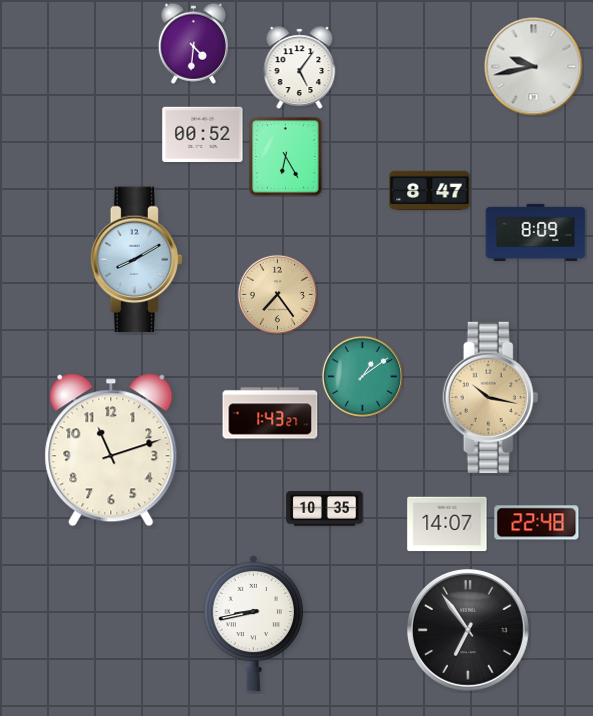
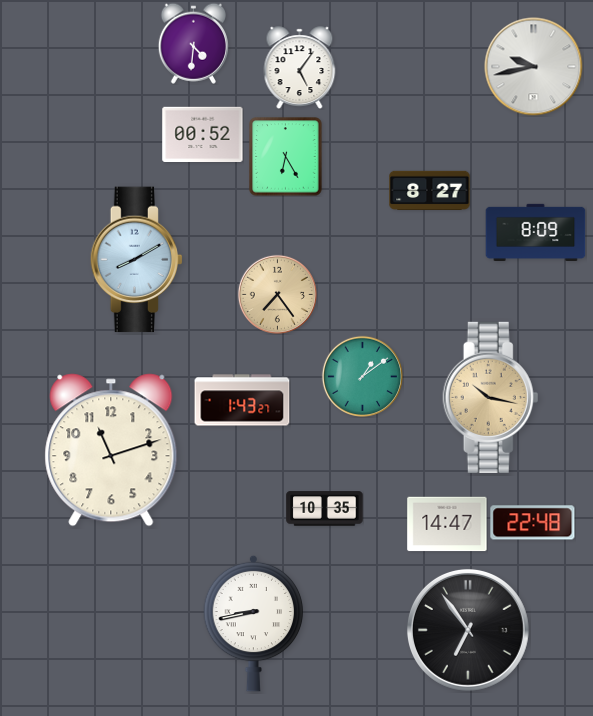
clock at (430, 190): 8:47 -> 8:27
clock at (270, 413) position: (270, 413) -> (242, 400)
clock at (537, 523) position: (537, 523) -> (533, 523)
clock at (447, 524): 14:07 -> 14:47
